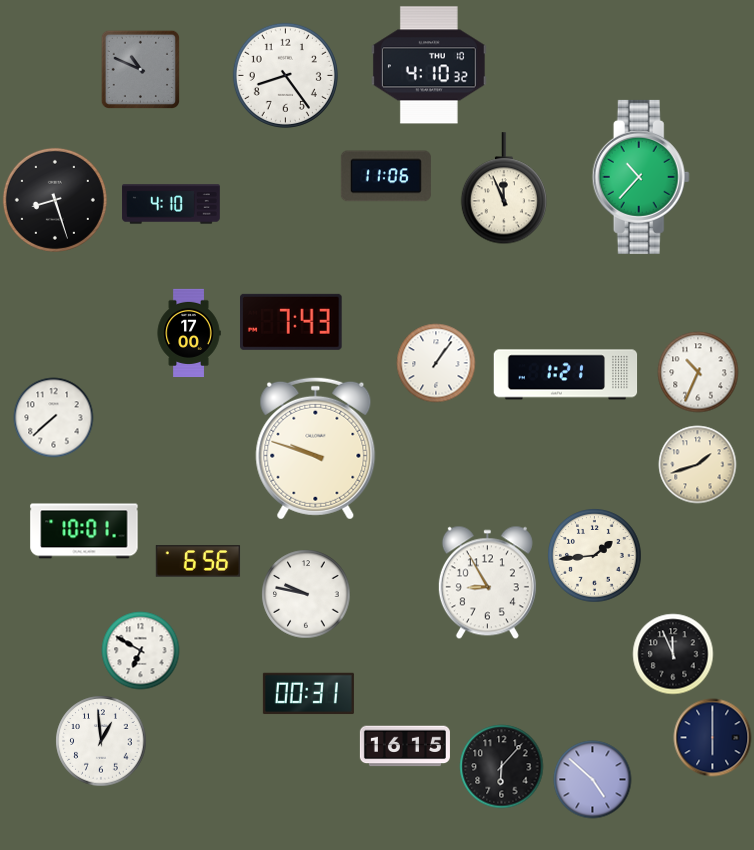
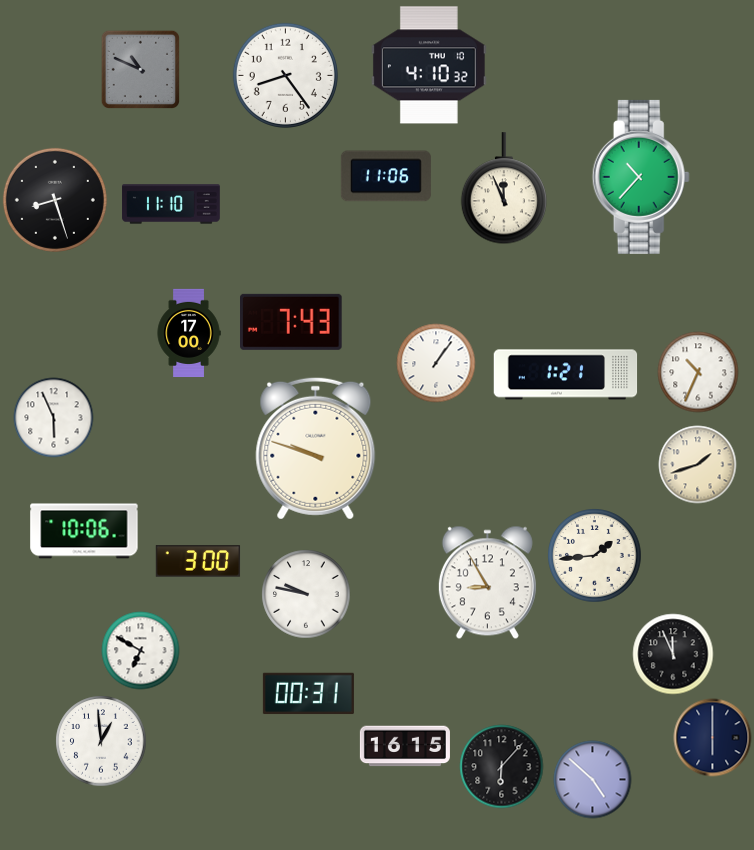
clock at (171, 204): 4:10 -> 11:10
clock at (53, 417): 7:38 -> 5:56
clock at (84, 531): 10:01 -> 10:06
clock at (198, 561): 6:56 -> 3:00
